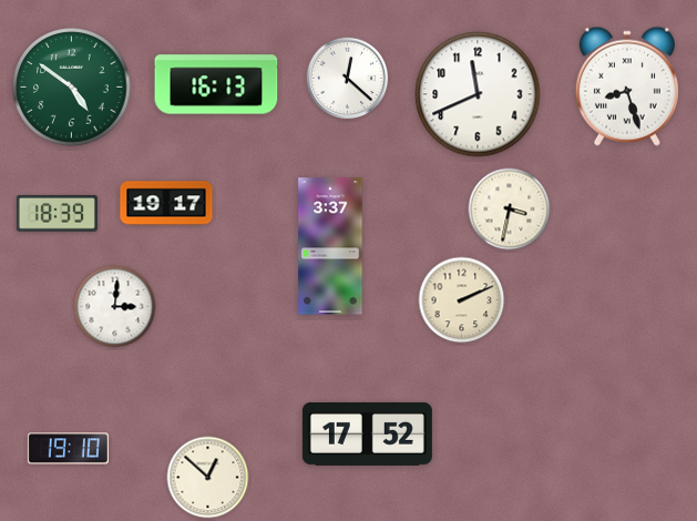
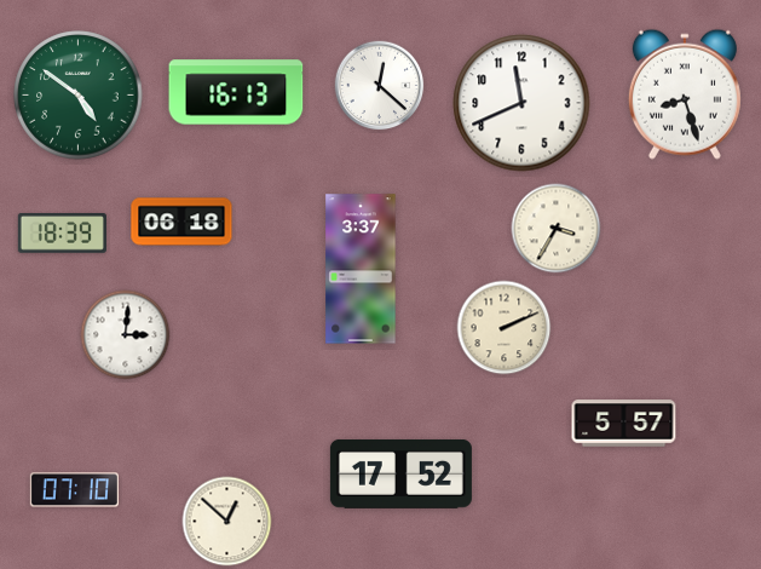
clock at (166, 203): 19:17 -> 06:18
clock at (510, 210): 3:32 -> 3:35
clock at (624, 424): none -> 5:57
clock at (68, 449): 19:10 -> 07:10
